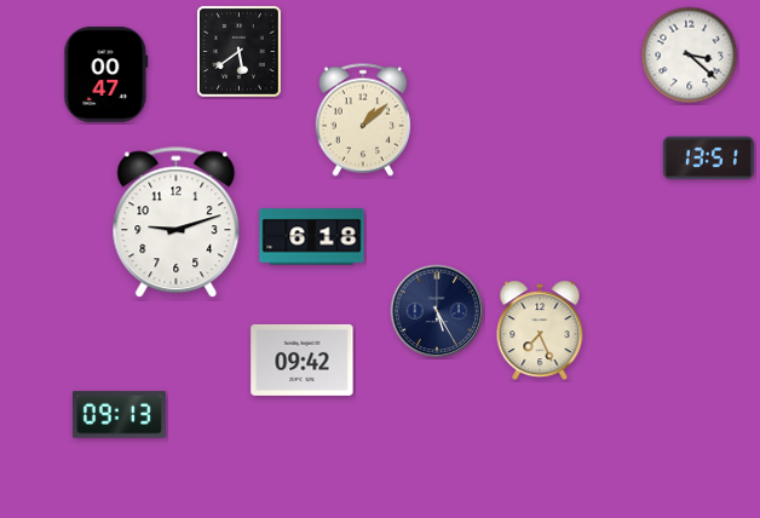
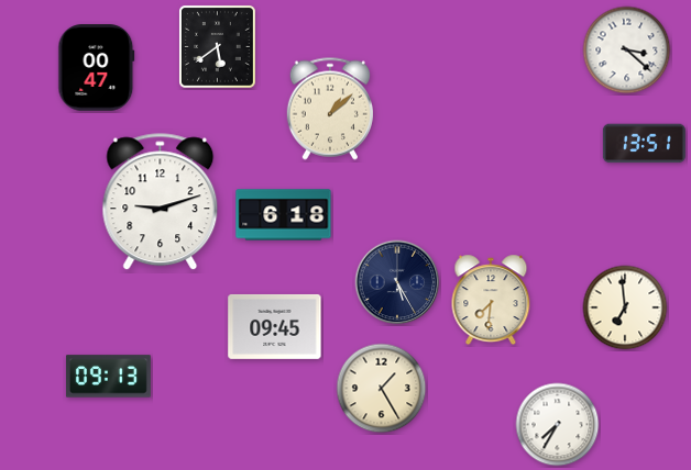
clock at (540, 330): 7:26 -> 7:31
clock at (625, 307): none -> 6:59
clock at (303, 359): 09:42 -> 09:45
clock at (382, 389): none -> 1:25
clock at (558, 425): none -> 7:35
